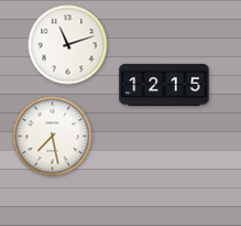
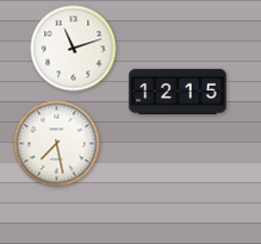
clock at (53, 137) position: (53, 137) -> (57, 144)
